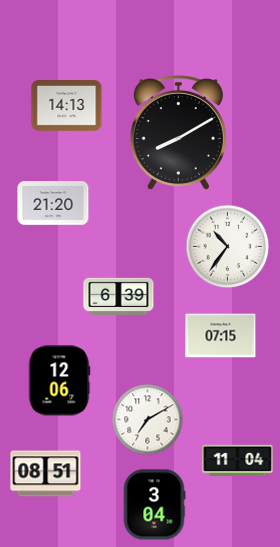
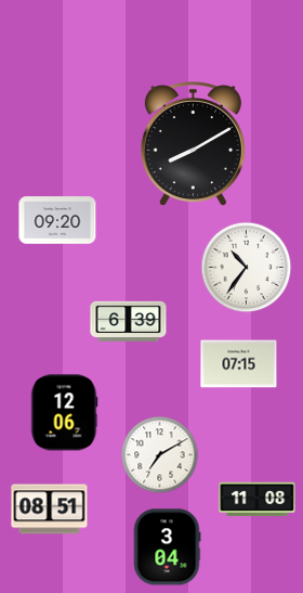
clock at (67, 106): 14:13 -> none
clock at (53, 203): 21:20 -> 09:20
clock at (238, 461): 11:04 -> 11:08
clock at (46, 474) position: (46, 474) -> (50, 510)
